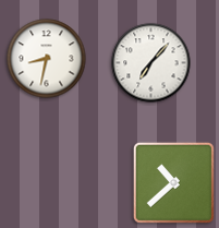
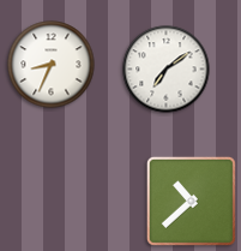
clock at (47, 59): 8:32 -> 8:34
clock at (151, 63): 7:07 -> 7:09
